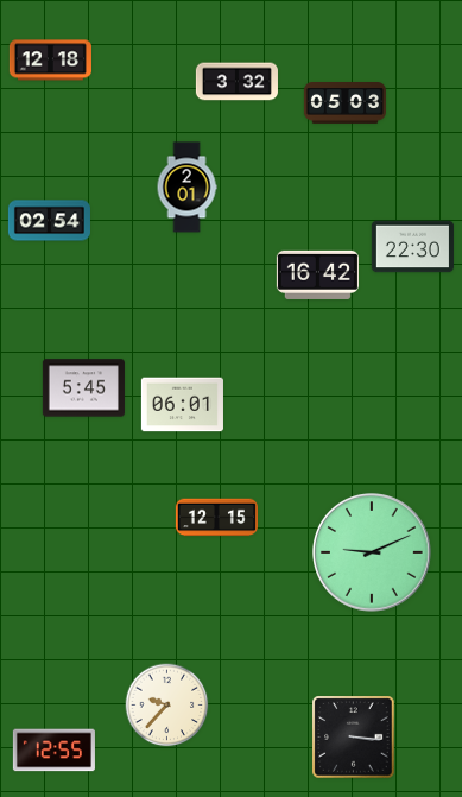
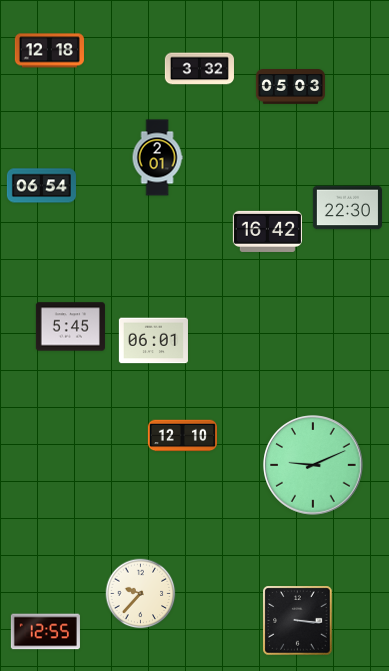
clock at (50, 61) position: (50, 61) -> (49, 51)
clock at (49, 221): 02:54 -> 06:54
clock at (216, 518): 12:15 -> 12:10
